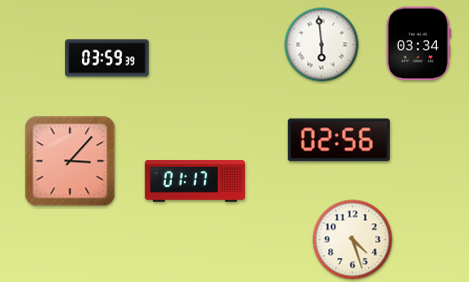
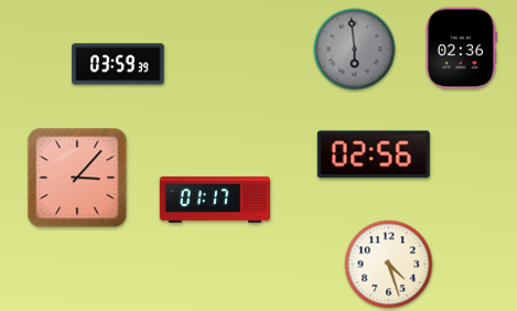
clock at (418, 44): 03:34 -> 02:36
clock at (322, 45) dial: white -> grey
